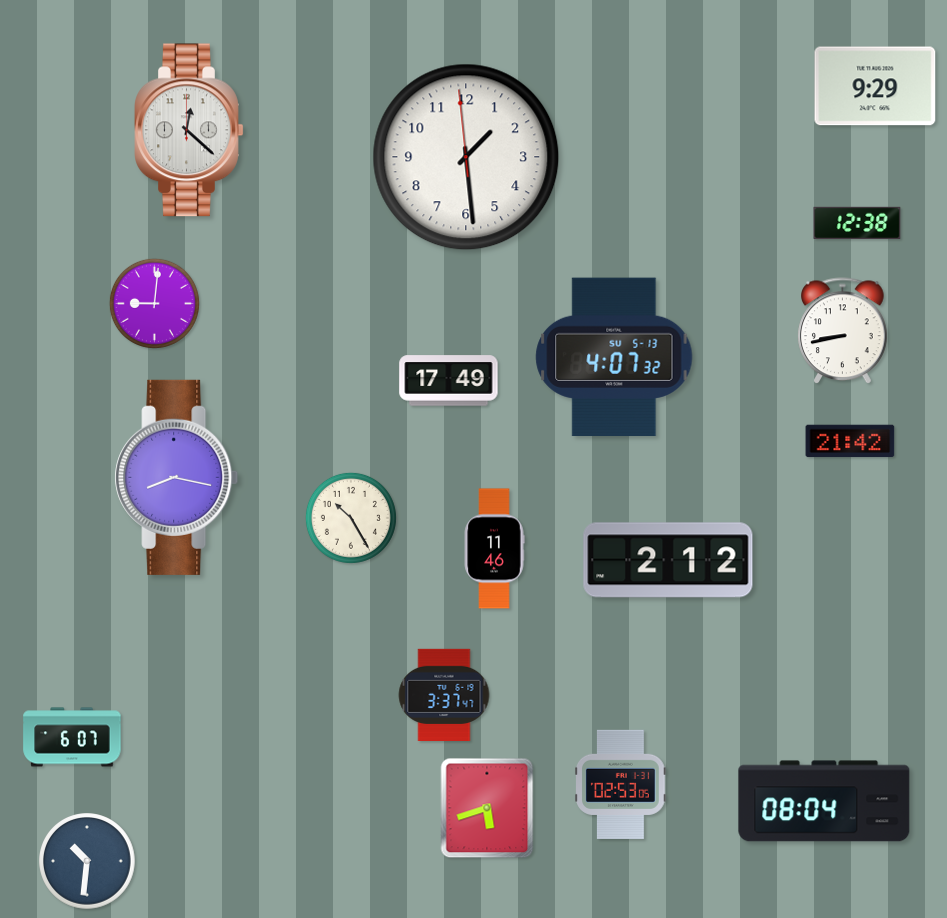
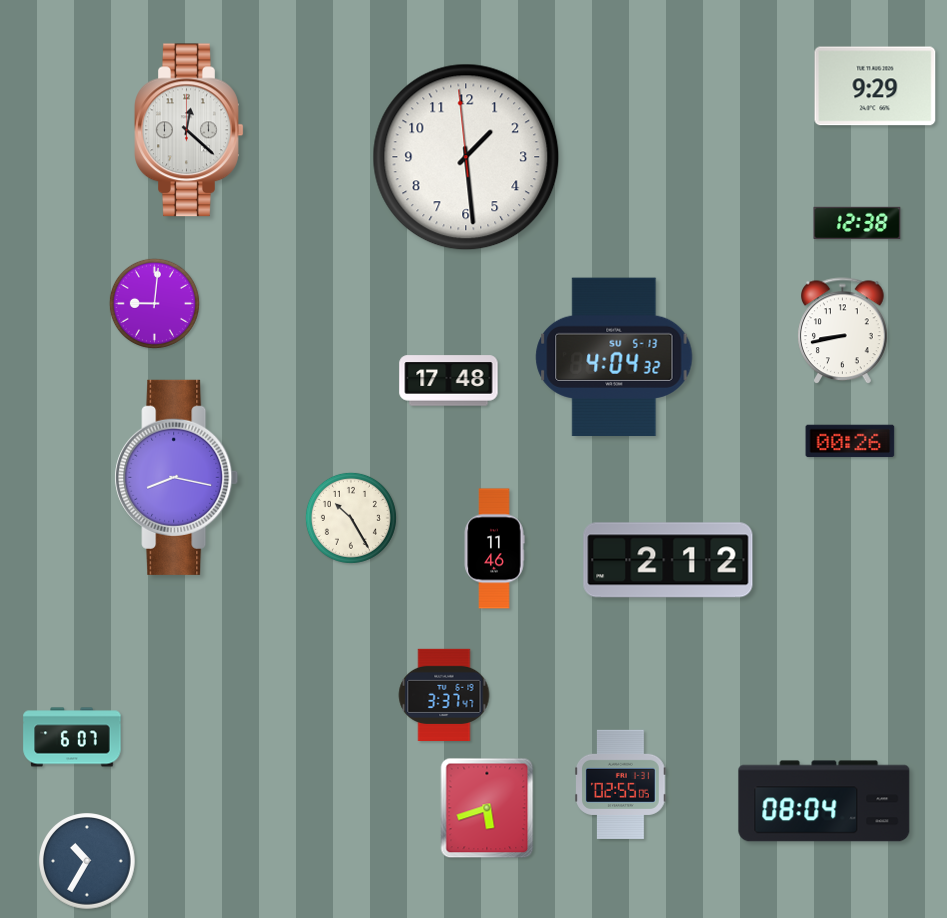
clock at (614, 357): 4:07 -> 4:04
clock at (449, 381): 17:49 -> 17:48
clock at (850, 441): 21:42 -> 00:26
clock at (621, 784): 02:53 -> 02:55
clock at (87, 861): 10:31 -> 10:35
